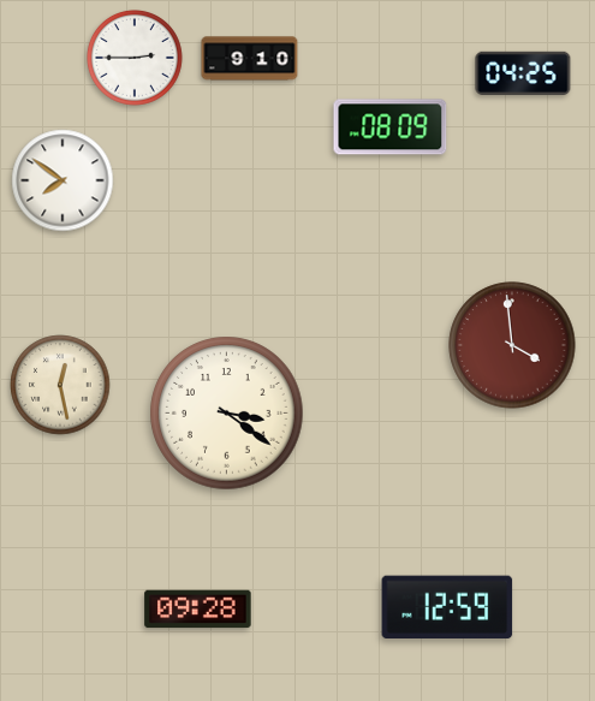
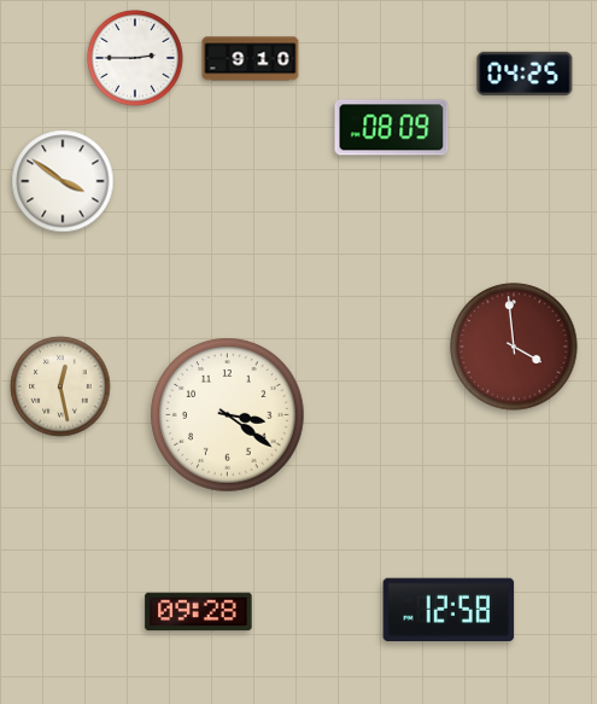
clock at (63, 180): 7:51 -> 3:51
clock at (447, 606): 12:59 -> 12:58
